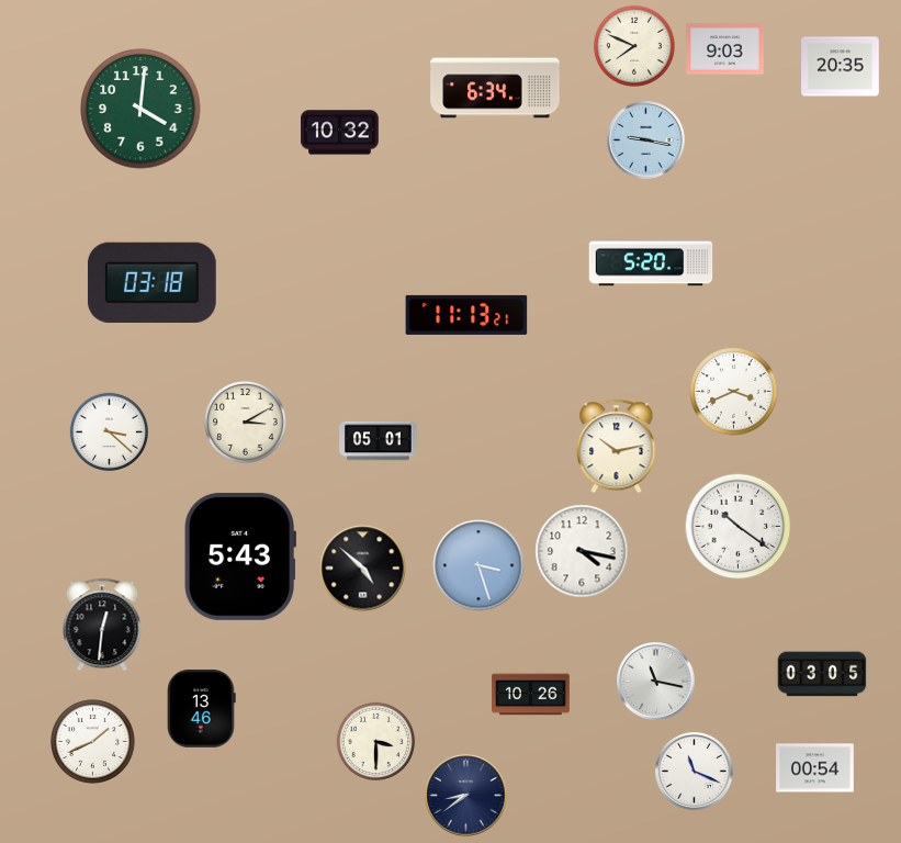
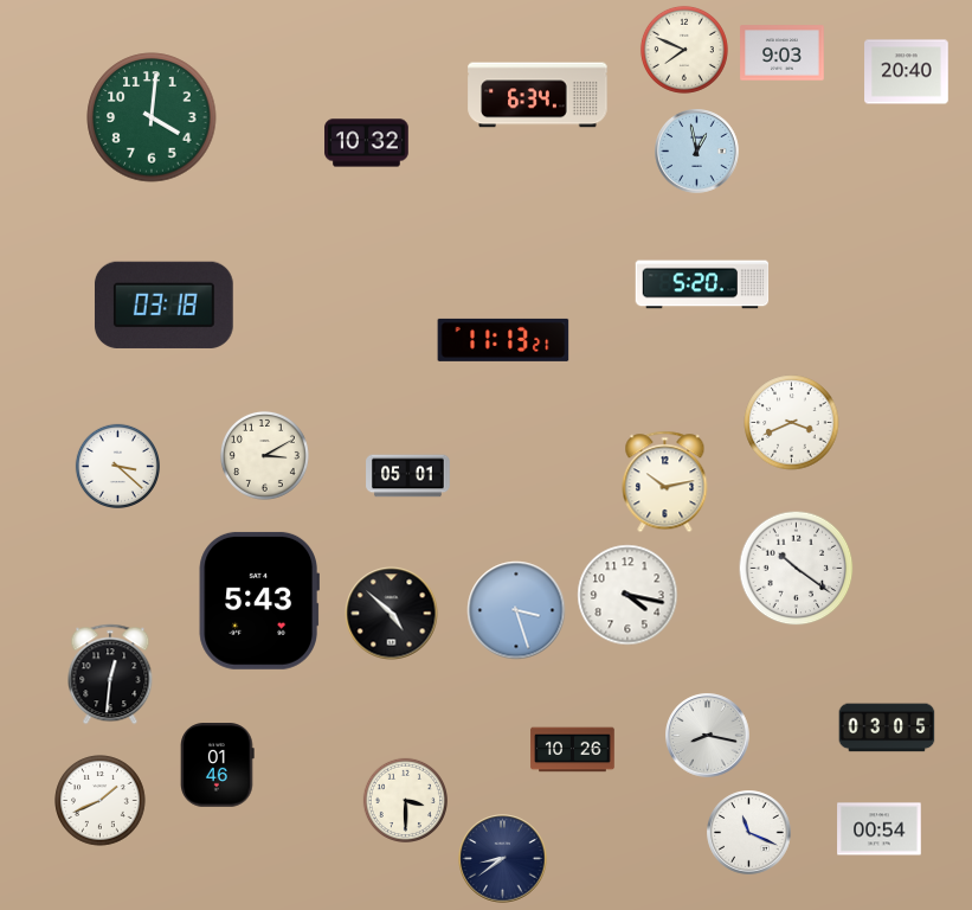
clock at (841, 67): 20:35 -> 20:40
clock at (495, 88) position: (495, 88) -> (538, 95)
clock at (646, 140): 9:17 -> 12:58
clock at (656, 682): 11:17 -> 8:17
clock at (202, 709): 13:46 -> 01:46
